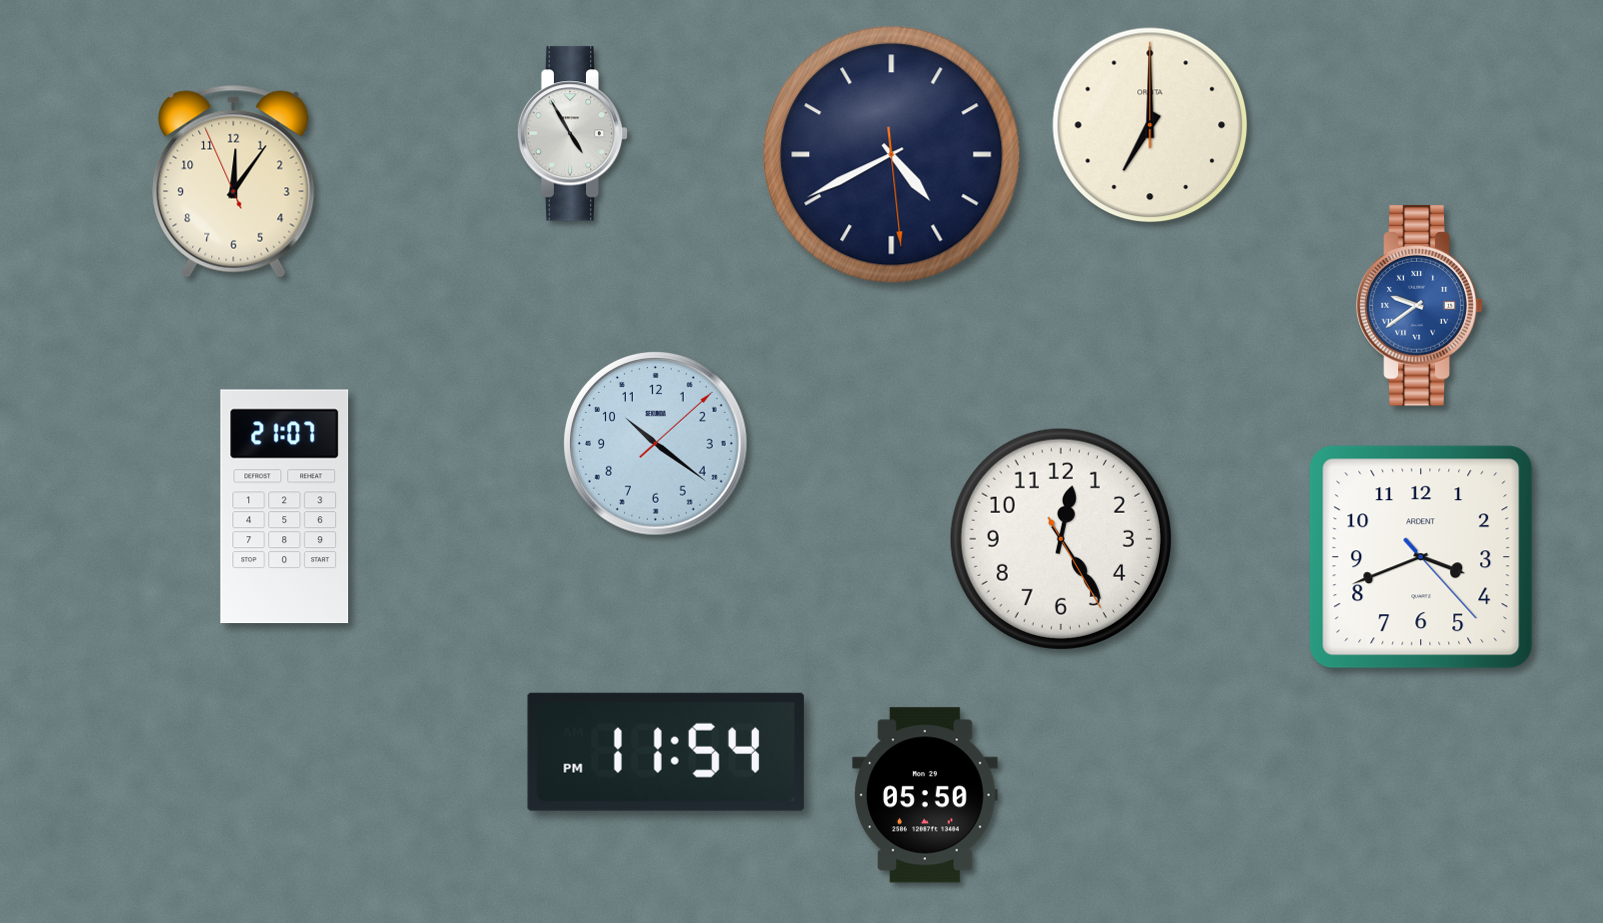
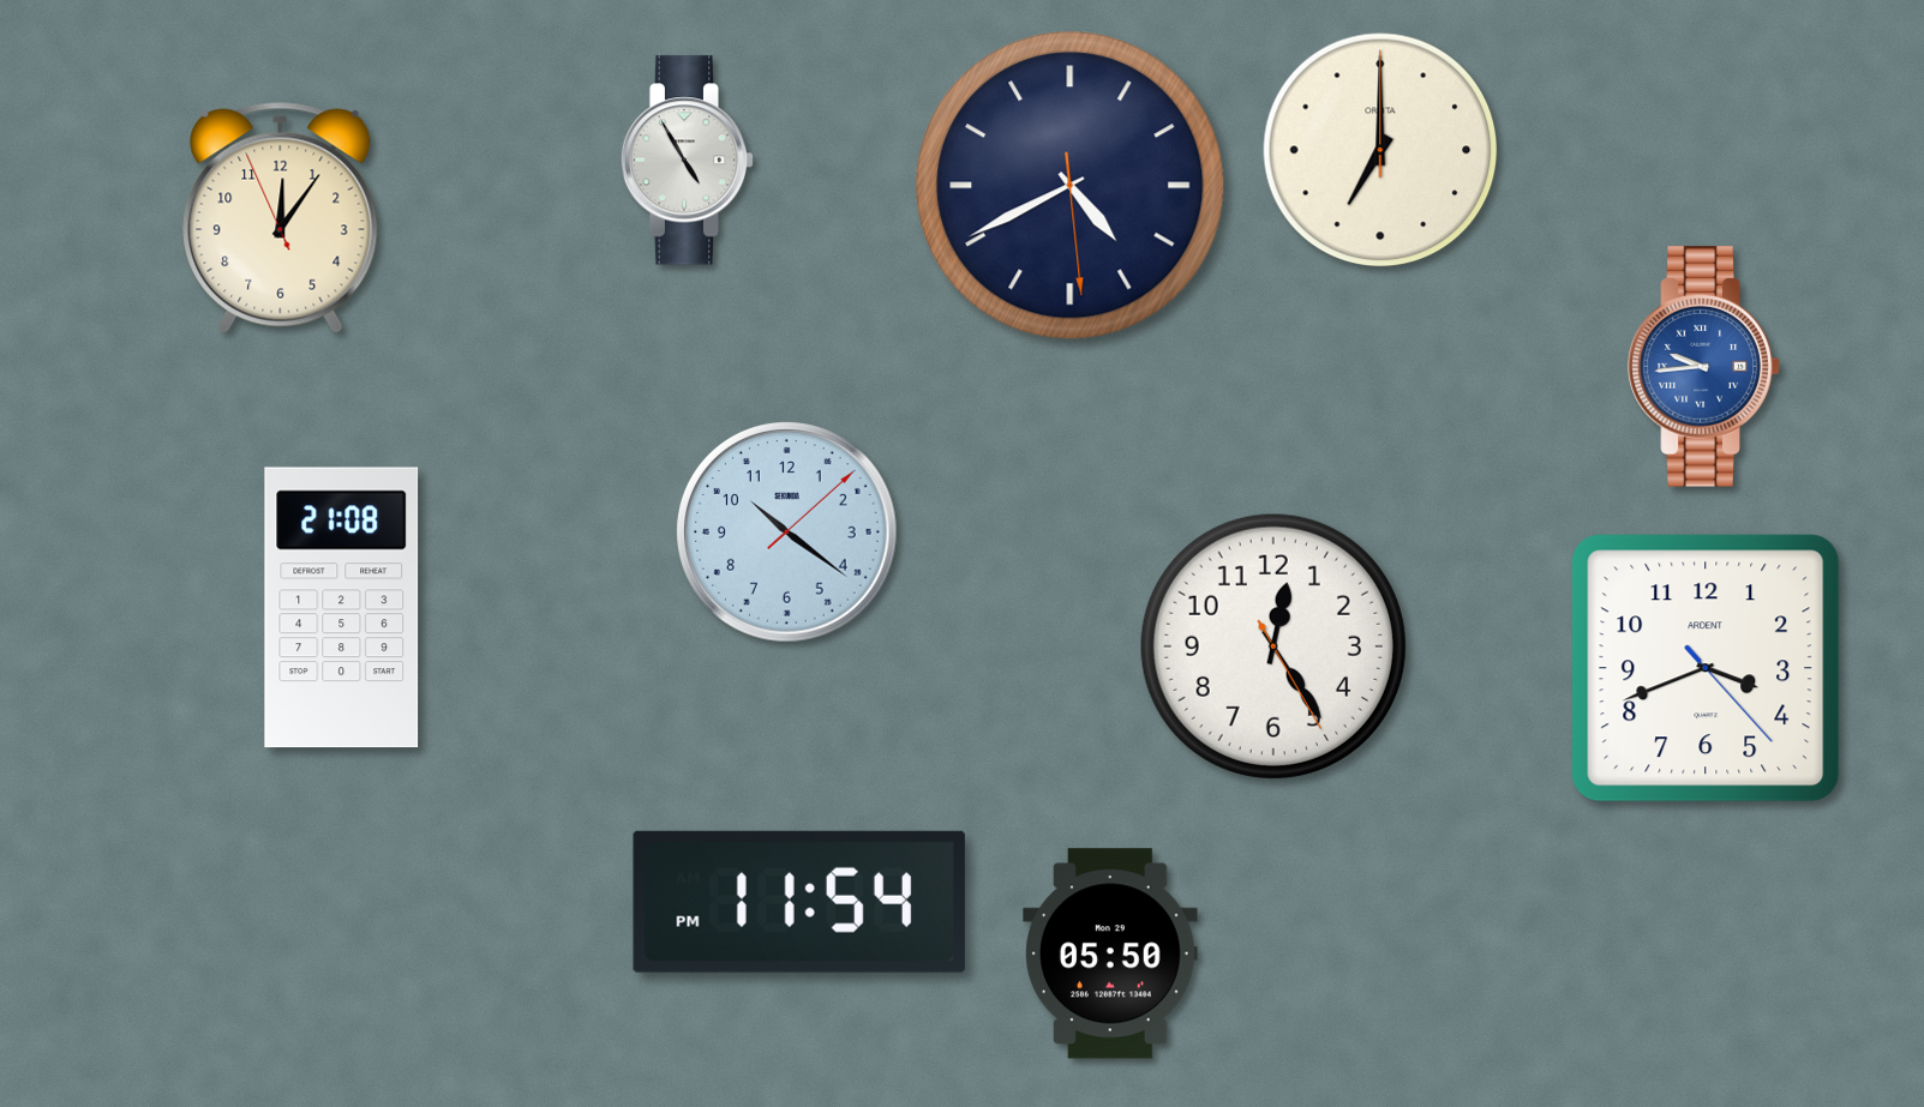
clock at (1420, 306): 9:39 -> 9:44
clock at (285, 507): 21:07 -> 21:08
